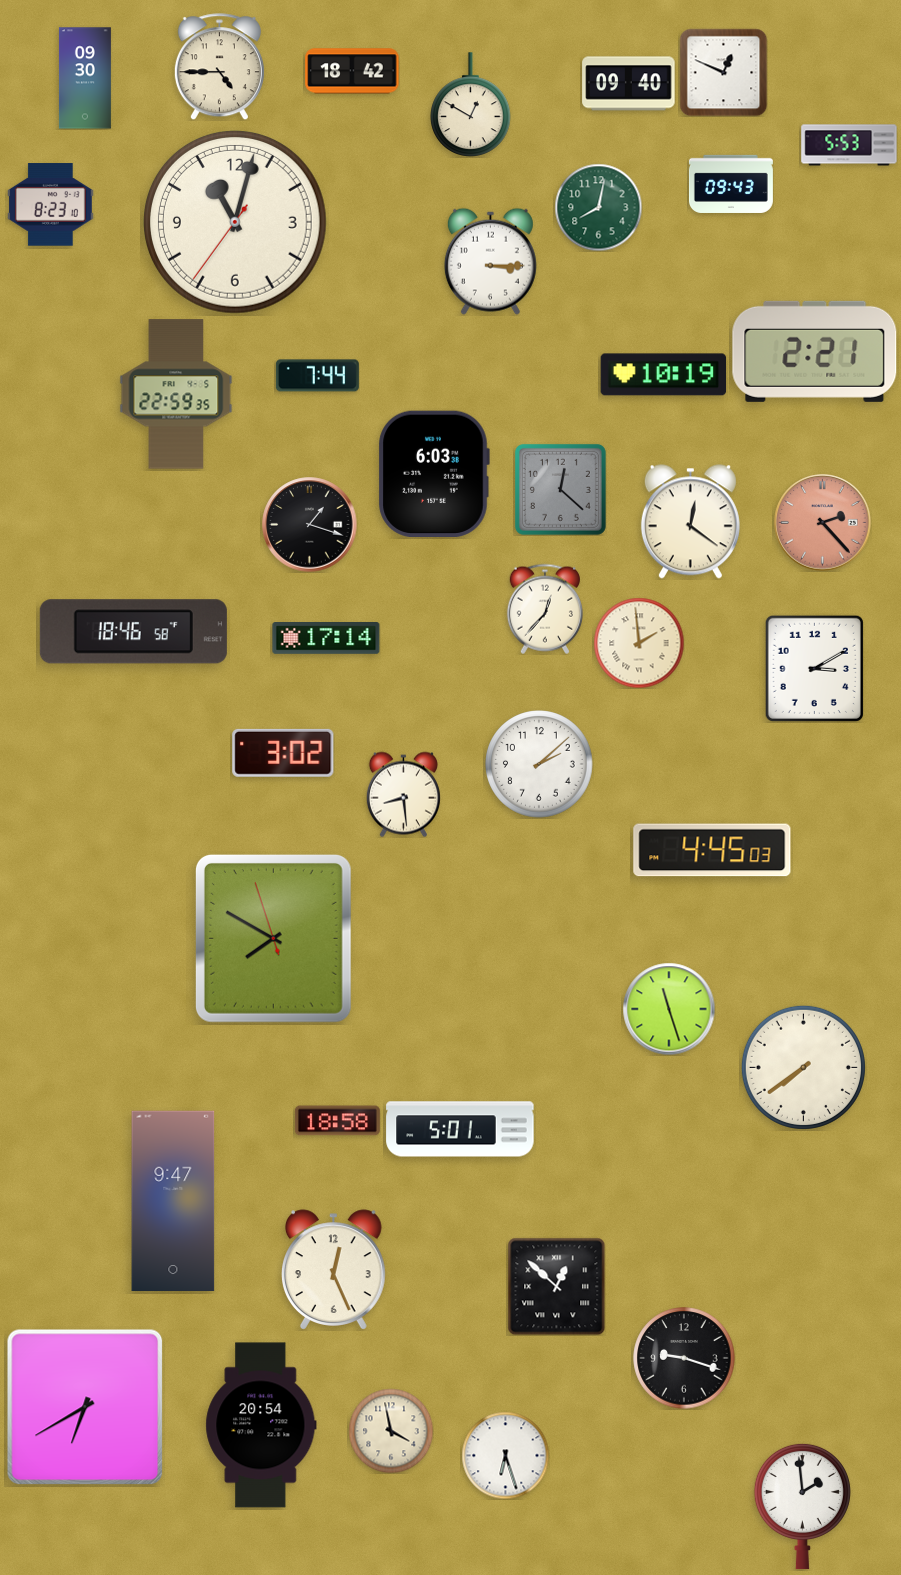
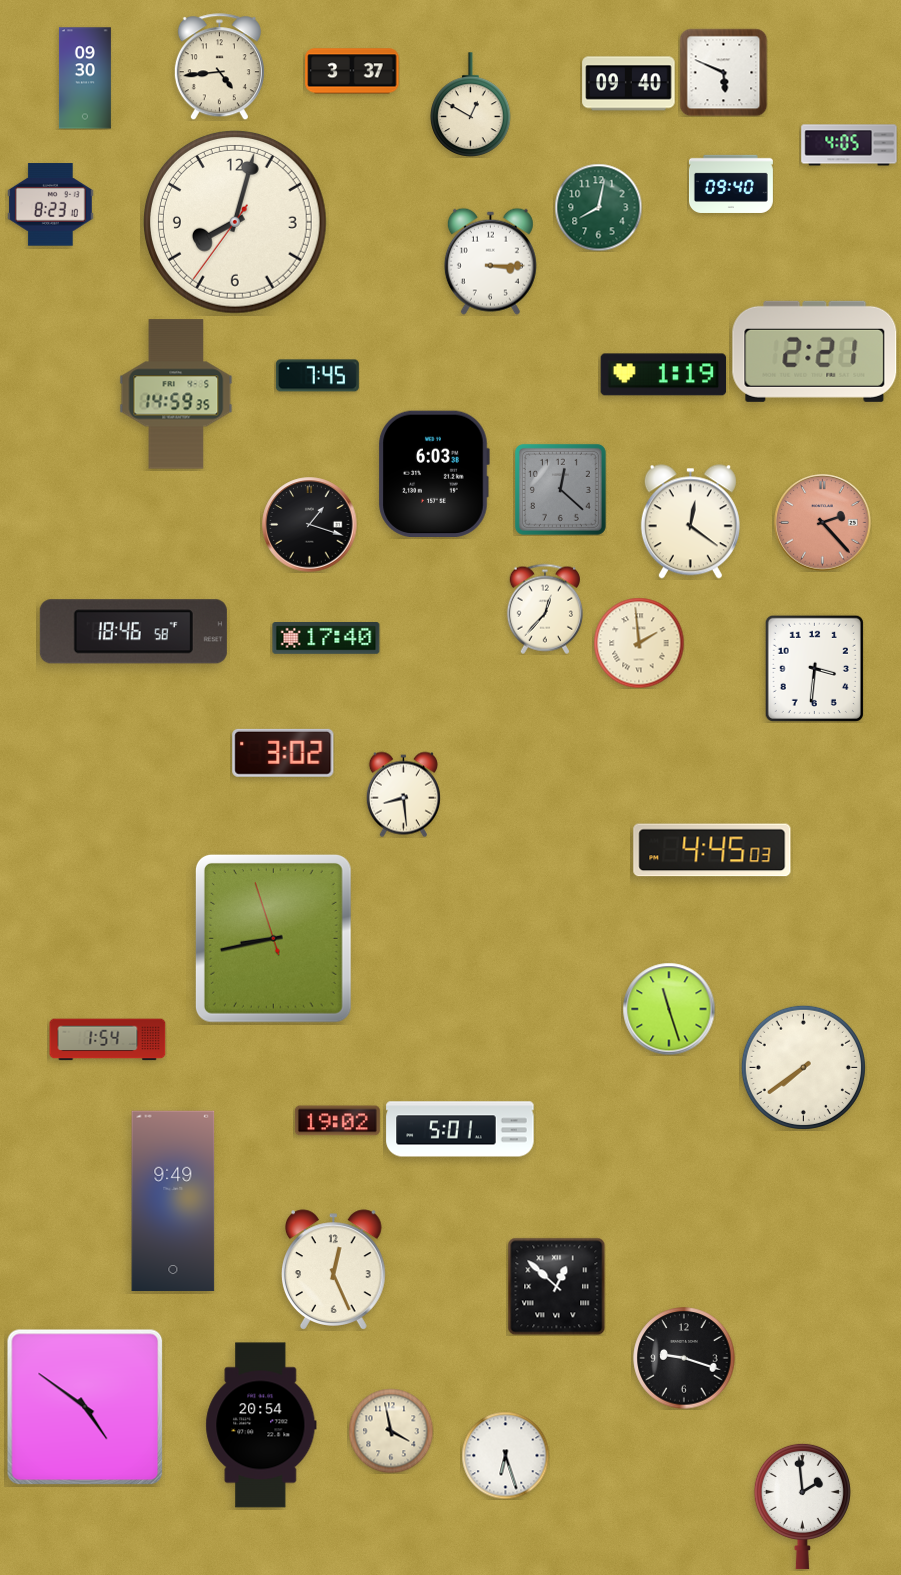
clock at (219, 67): 4:45 -> 4:44
clock at (352, 71): 18:42 -> 3:37
clock at (723, 72): 12:49 -> 5:49
clock at (849, 145): 5:53 -> 4:05
clock at (731, 184): 09:43 -> 09:40
clock at (236, 223): 11:02 -> 8:02
clock at (664, 375): 10:19 -> 1:19
clock at (317, 376): 7:44 -> 7:45
clock at (176, 394): 22:59 -> 14:59
clock at (326, 639): 17:14 -> 17:40
clock at (814, 668): 3:10 -> 3:31
clock at (539, 764): 2:08 -> none
clock at (273, 938): 7:49 -> 8:42
clock at (108, 1040): none -> 1:54
clock at (337, 1121): 18:58 -> 19:02
clock at (173, 1201): 9:47 -> 9:49
clock at (85, 1407): 6:40 -> 4:51
